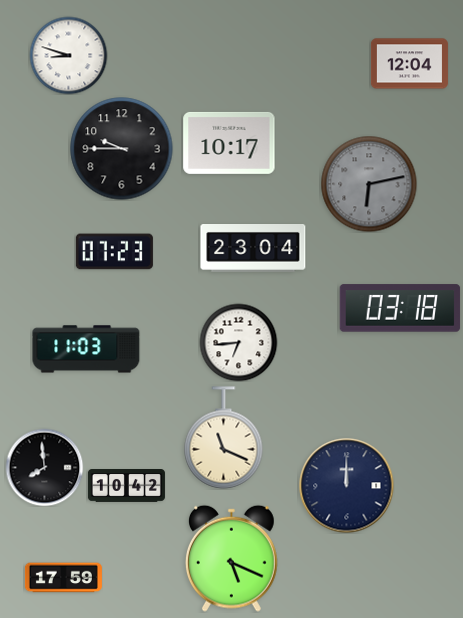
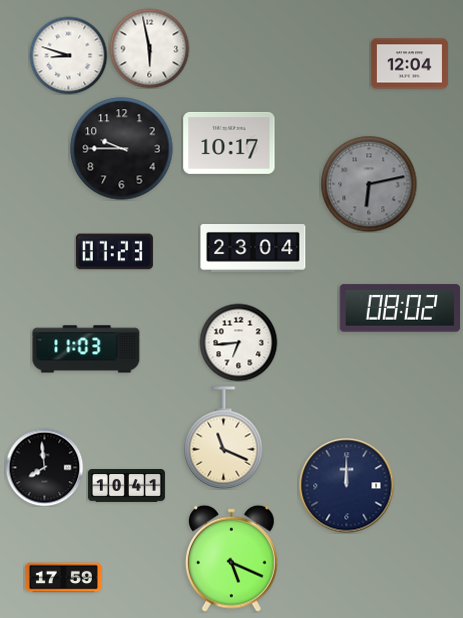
clock at (149, 48): none -> 5:58
clock at (400, 308): 03:18 -> 08:02
clock at (126, 486): 10:42 -> 10:41
